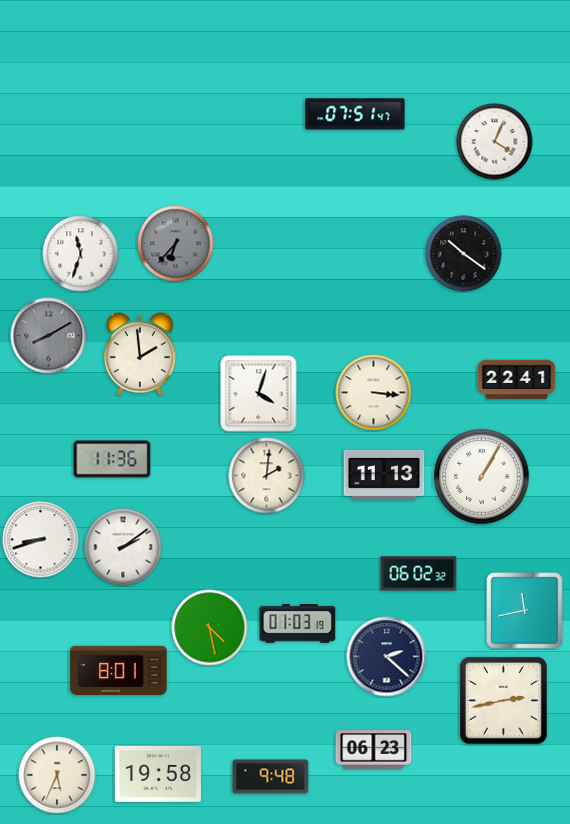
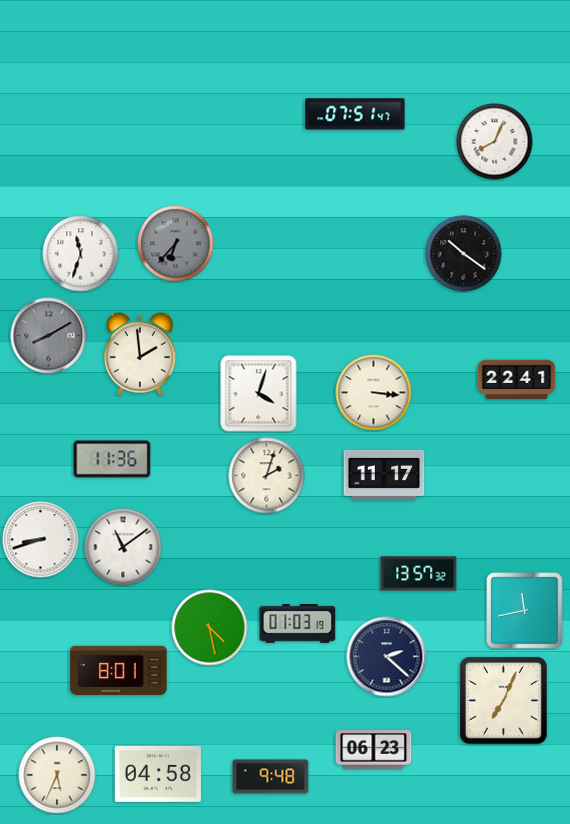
clock at (495, 142): 4:04 -> 8:04
clock at (384, 475): 11:13 -> 11:17
clock at (267, 476): 2:01 -> 2:03
clock at (482, 477): 1:05 -> none
clock at (123, 547): 2:09 -> 11:09
clock at (419, 574): 06:02 -> 13:57
clock at (503, 700): 2:43 -> 7:04
clock at (158, 774): 19:58 -> 04:58
